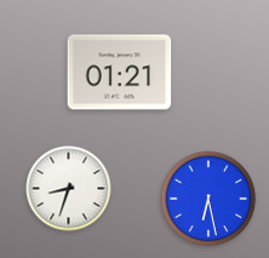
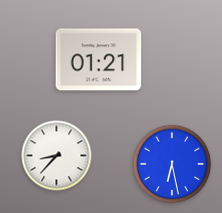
clock at (69, 189): 8:33 -> 8:37
